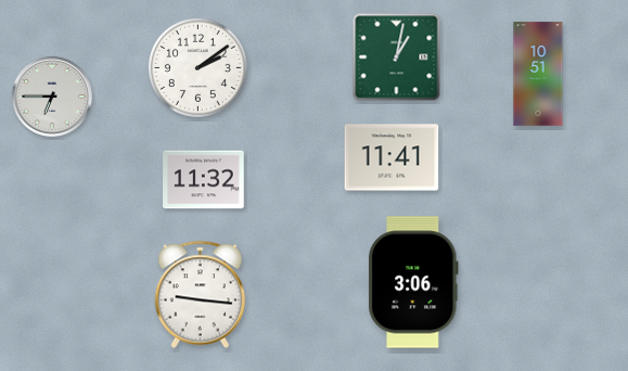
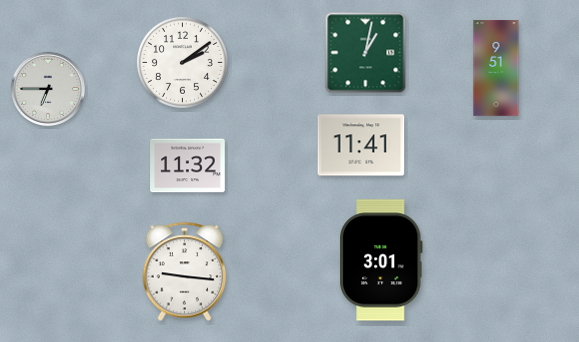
clock at (538, 74): 10:51 -> 9:51
clock at (413, 282): 3:06 -> 3:01
